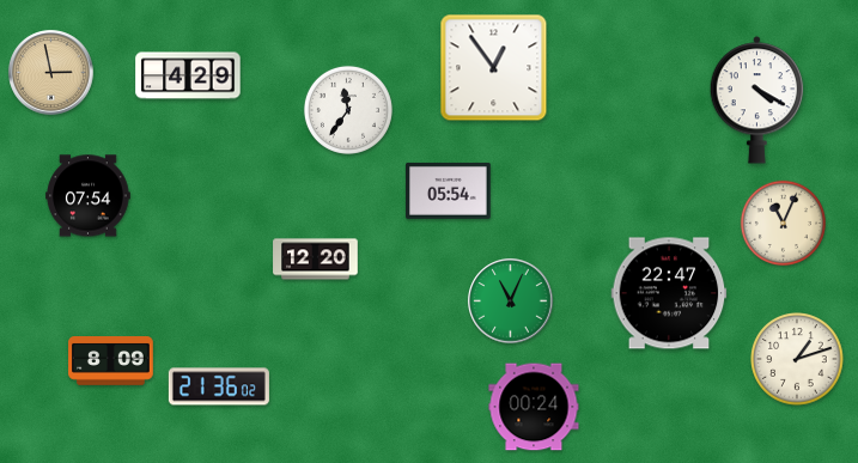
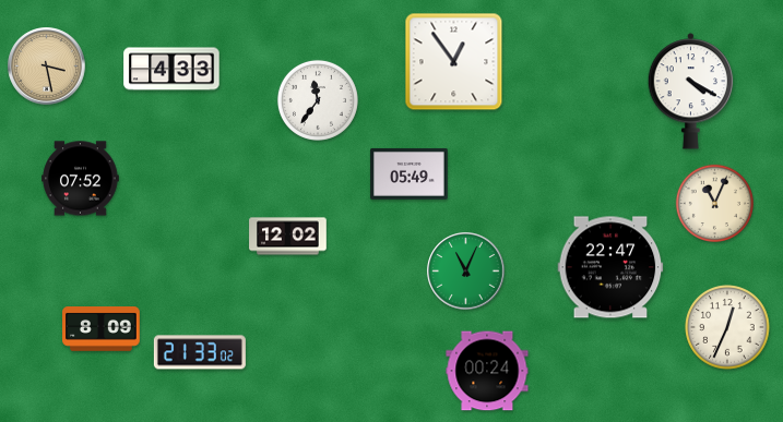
clock at (494, 68) position: (494, 68) -> (454, 62)
clock at (51, 73): 2:58 -> 3:28
clock at (188, 75): 4:29 -> 4:33
clock at (449, 190): 05:54 -> 05:49
clock at (89, 196): 07:54 -> 07:52
clock at (316, 260): 12:20 -> 12:02
clock at (511, 301) position: (511, 301) -> (466, 272)
clock at (797, 359): 1:12 -> 12:34
clock at (219, 386): 21:36 -> 21:33
